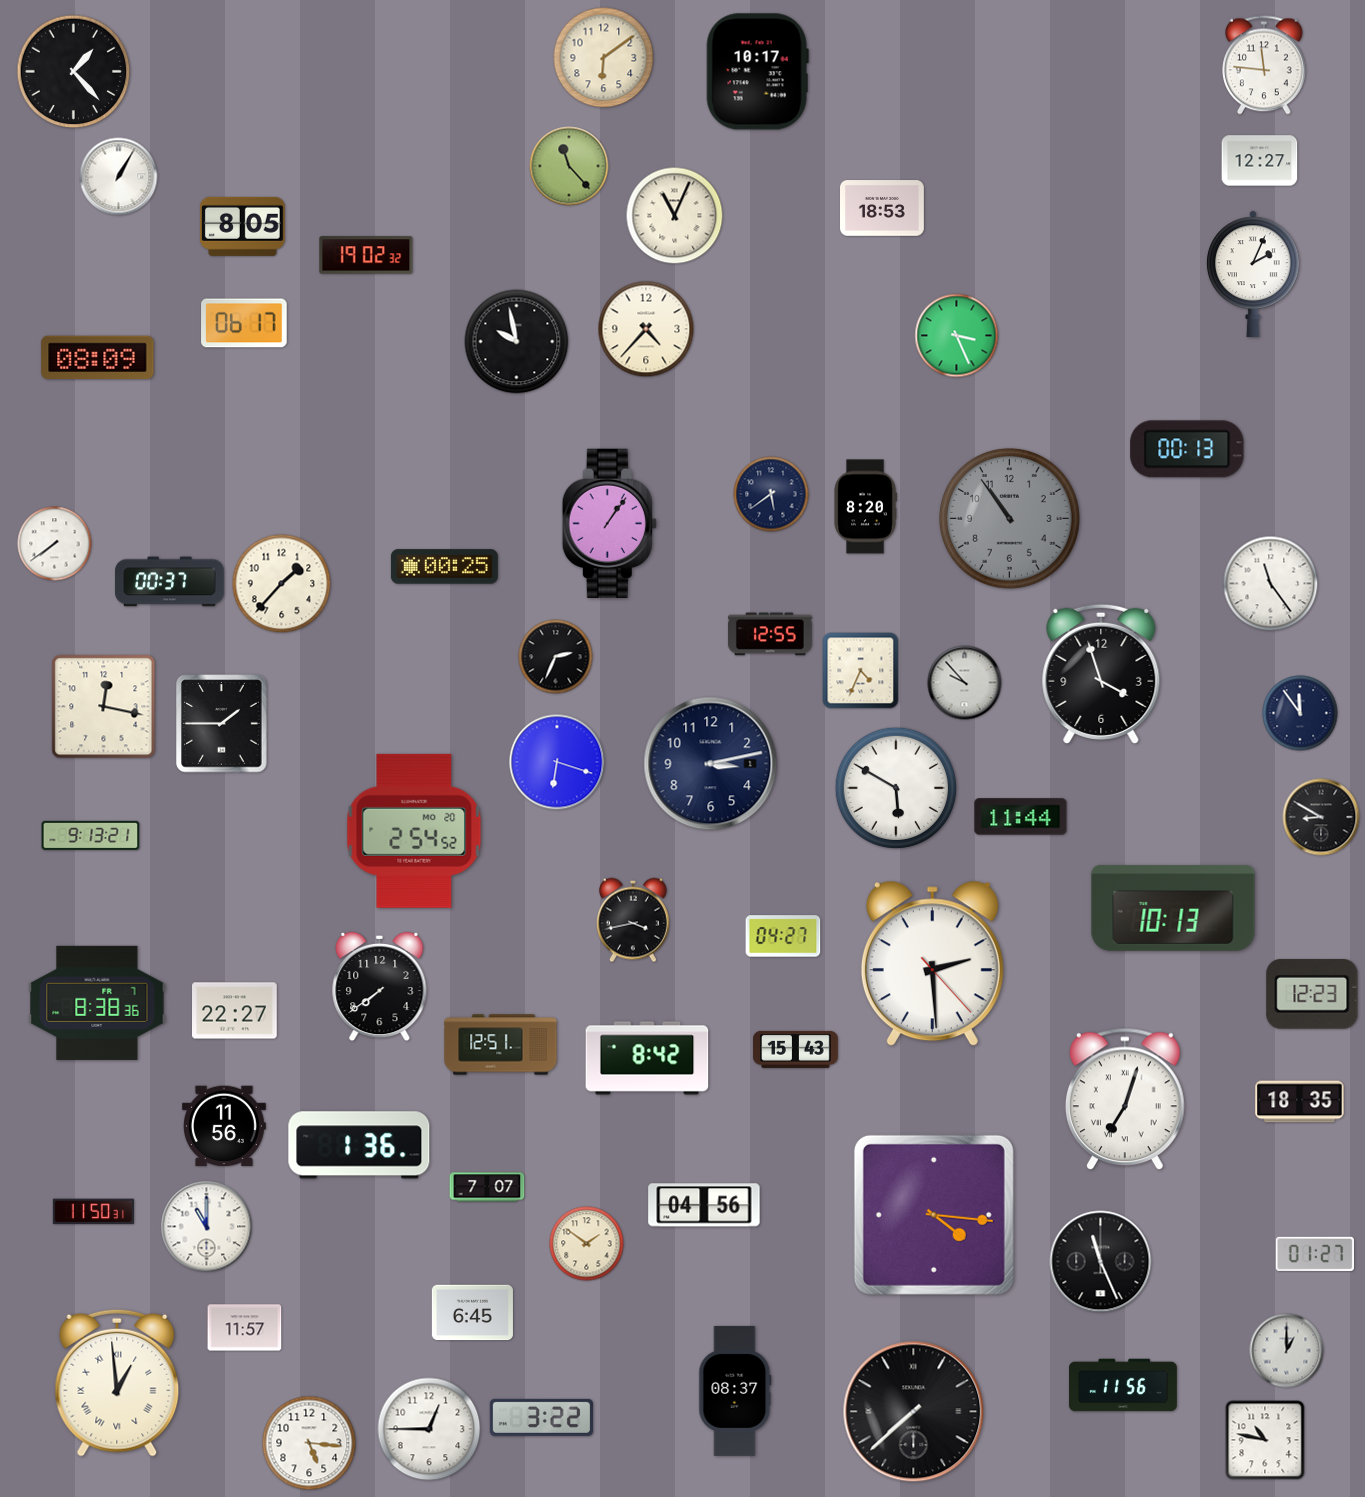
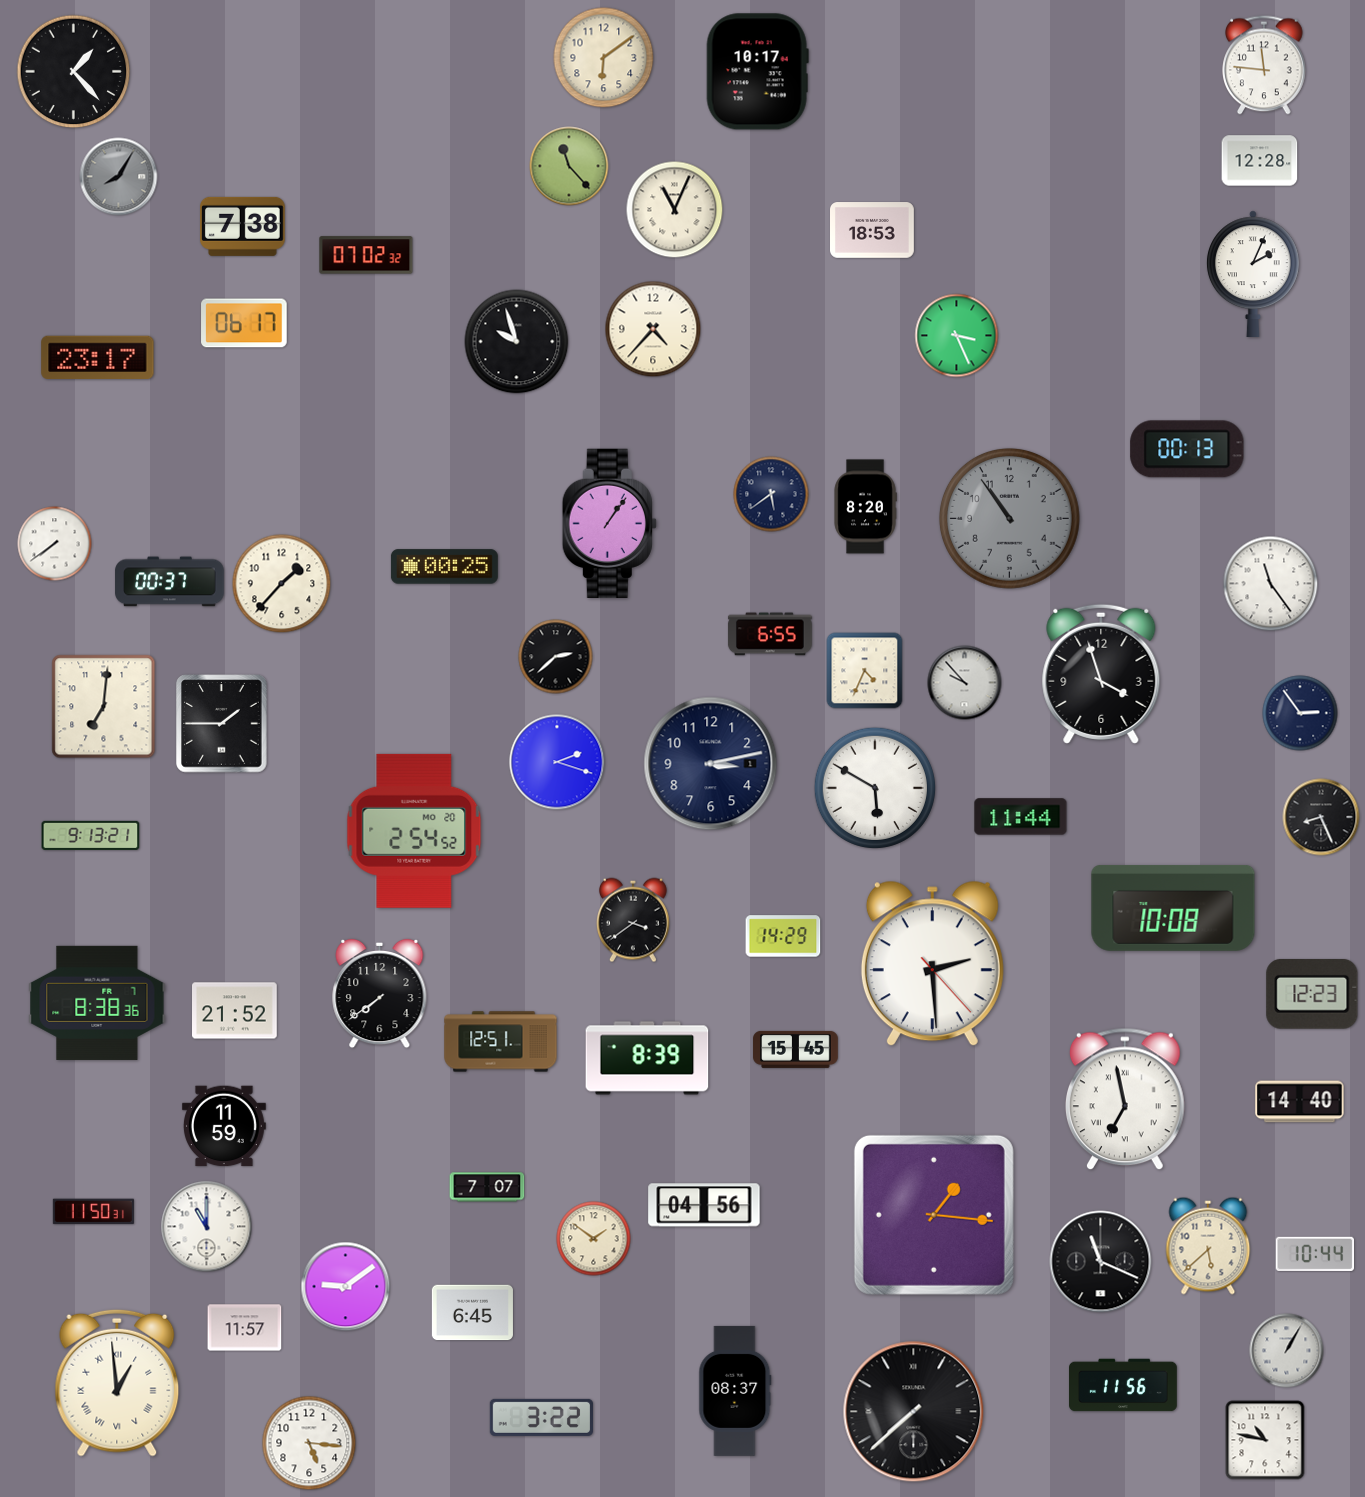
clock at (1260, 161): 12:27 -> 12:28
clock at (119, 177): 1:05 -> 8:05
clock at (119, 177) dial: white -> grey
clock at (883, 208) position: (883, 208) -> (873, 230)
clock at (675, 216) position: (675, 216) -> (675, 210)
clock at (243, 226): 8:05 -> 7:38
clock at (366, 255): 19:02 -> 07:02
clock at (646, 329) position: (646, 329) -> (653, 329)
clock at (517, 342): 9:58 -> 9:57
clock at (98, 358): 08:09 -> 23:17
clock at (770, 634): 12:55 -> 6:55
clock at (556, 657): 2:34 -> 2:38
clock at (861, 671) position: (861, 671) -> (865, 671)
clock at (104, 707): 12:17 -> 7:01
clock at (1300, 713): 11:54 -> 2:54
clock at (557, 762): 6:18 -> 2:18
clock at (896, 788) position: (896, 788) -> (875, 788)
clock at (1321, 817): 8:50 -> 8:26
clock at (1173, 909): 10:13 -> 10:08
clock at (633, 920): 3:43 -> 3:39
clock at (783, 936): 04:27 -> 14:29
clock at (380, 987) position: (380, 987) -> (380, 994)
clock at (235, 1011): 22:27 -> 21:52
clock at (501, 1045) position: (501, 1045) -> (501, 1042)
clock at (796, 1049): 15:43 -> 15:45
clock at (647, 1058): 8:42 -> 8:39
clock at (1125, 1099): 7:03 -> 6:58
clock at (1300, 1102): 18:35 -> 14:40
clock at (224, 1126): 11:56 -> 11:59
clock at (359, 1145): 1:36 -> none
clock at (934, 1215): 4:16 -> 1:16
clock at (587, 1244) position: (587, 1244) -> (594, 1239)
clock at (1208, 1246): none -> 5:38
clock at (1315, 1253): 01:27 -> 10:44
clock at (1101, 1262): 11:26 -> 11:19
clock at (346, 1287): none -> 9:09
clock at (1287, 1351): 1:00 -> 1:05
clock at (429, 1429): 12:45 -> none
